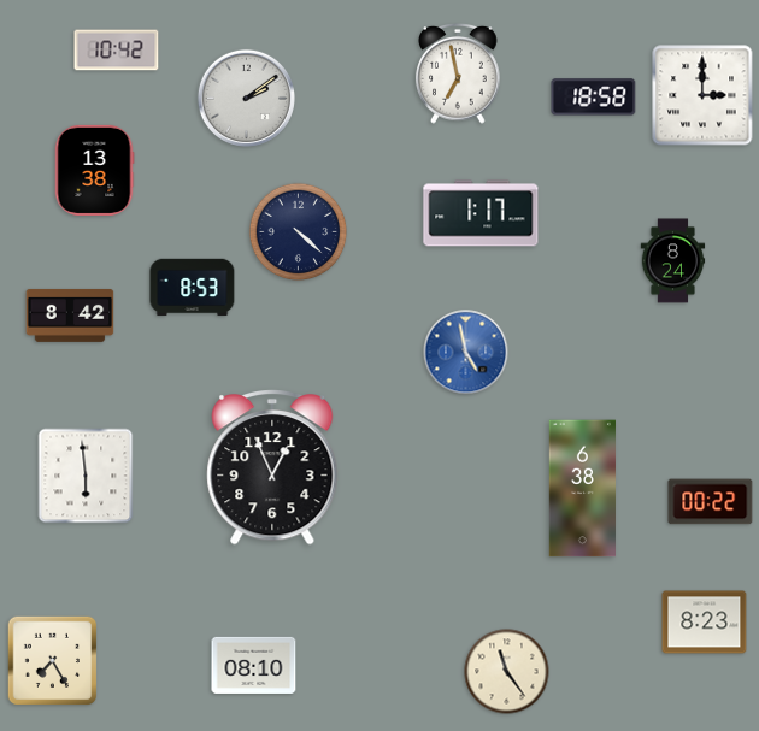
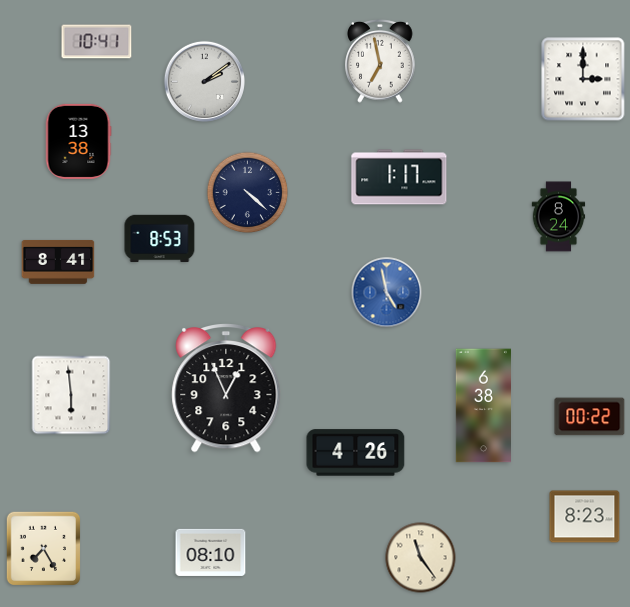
clock at (117, 51): 10:42 -> 10:41
clock at (594, 98): 18:58 -> none
clock at (70, 316): 8:42 -> 8:41
clock at (356, 453): none -> 4:26
